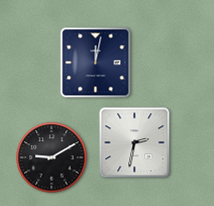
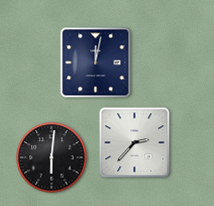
clock at (135, 143): 2:32 -> 2:37
clock at (52, 158): 9:10 -> 6:01
